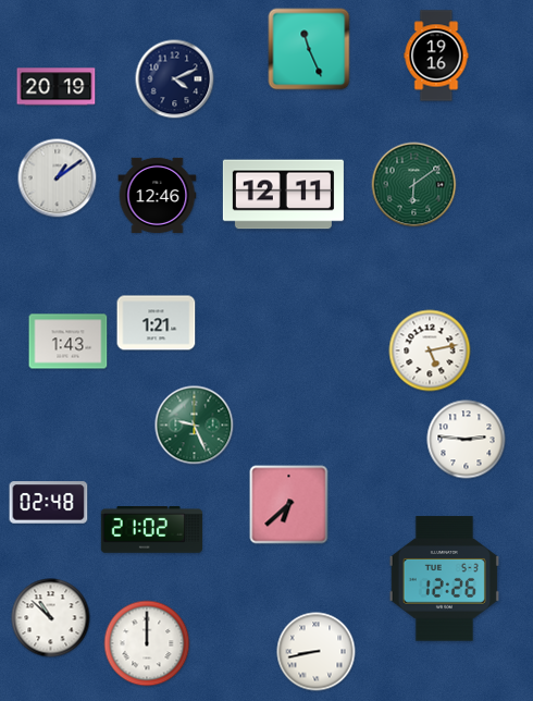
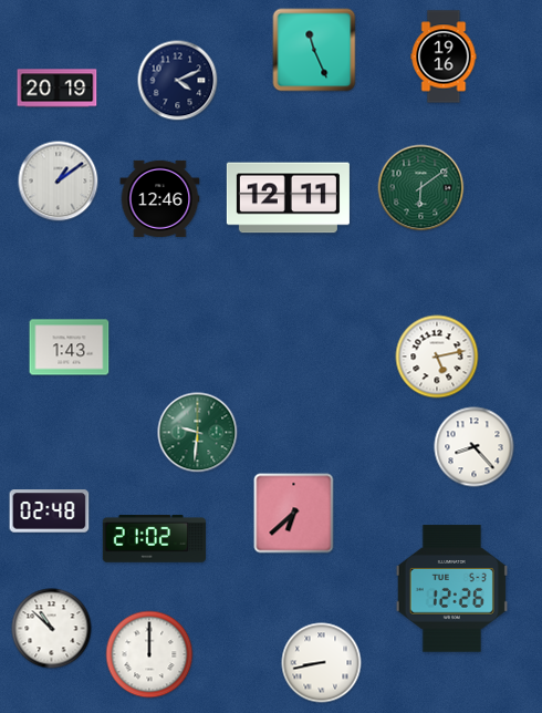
clock at (157, 323): 1:21 -> none
clock at (195, 426): 9:26 -> 9:31
clock at (467, 440): 2:46 -> 8:23
